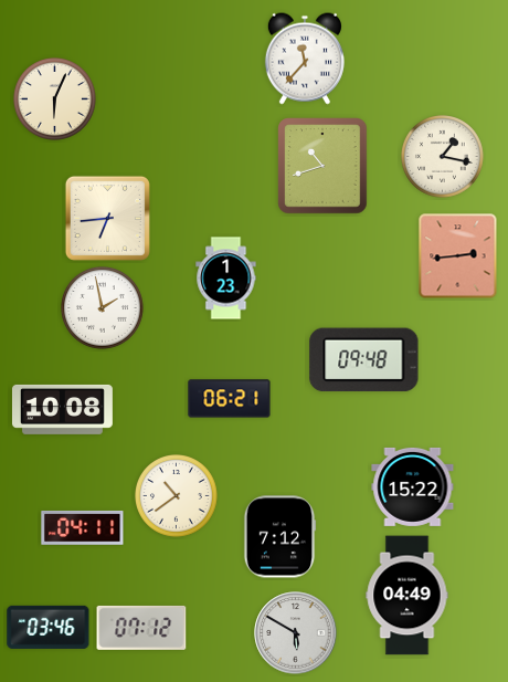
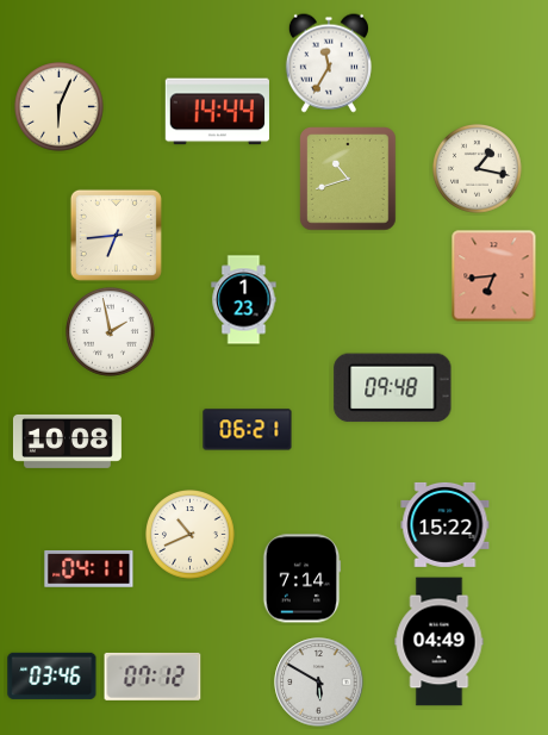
clock at (305, 59): 11:37 -> 11:35
clock at (217, 112): none -> 14:44
clock at (458, 256): 2:44 -> 6:44
clock at (177, 496): 10:39 -> 10:41
clock at (279, 537): 7:12 -> 7:14
